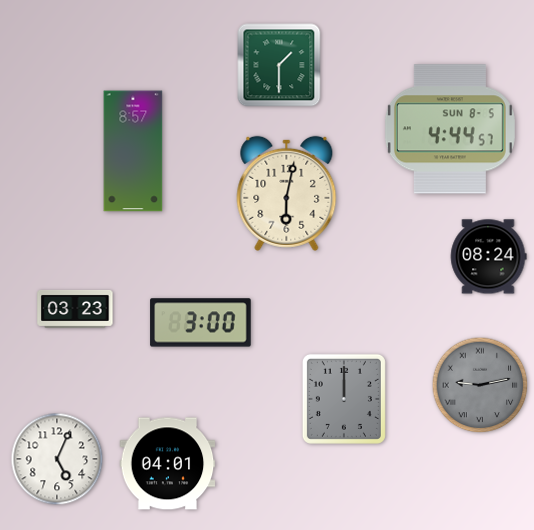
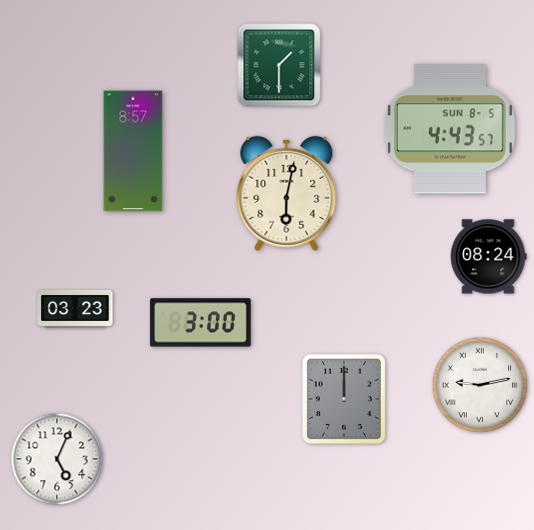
clock at (450, 129): 4:44 -> 4:43
clock at (480, 385) dial: grey -> white
clock at (168, 464): 04:01 -> none
